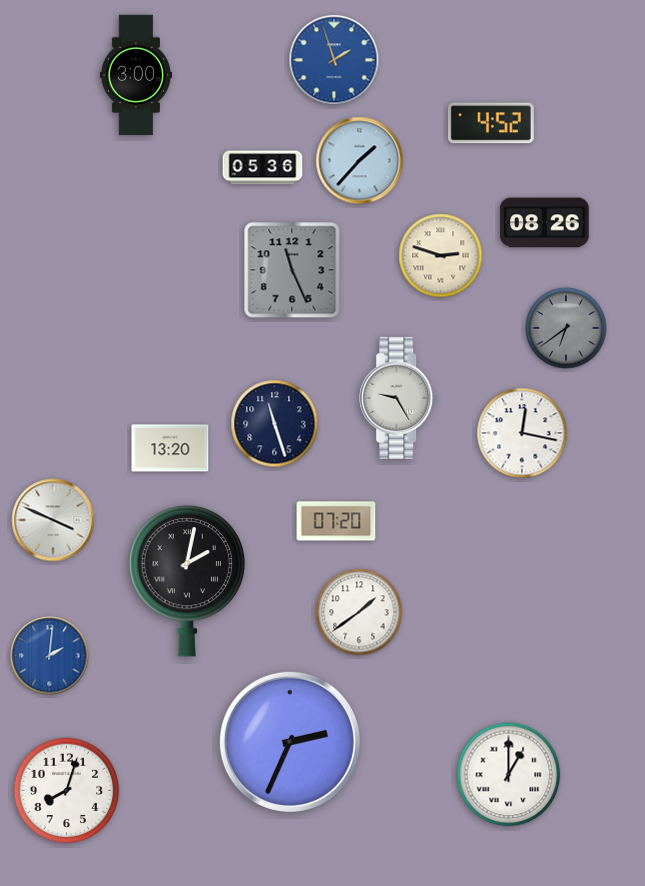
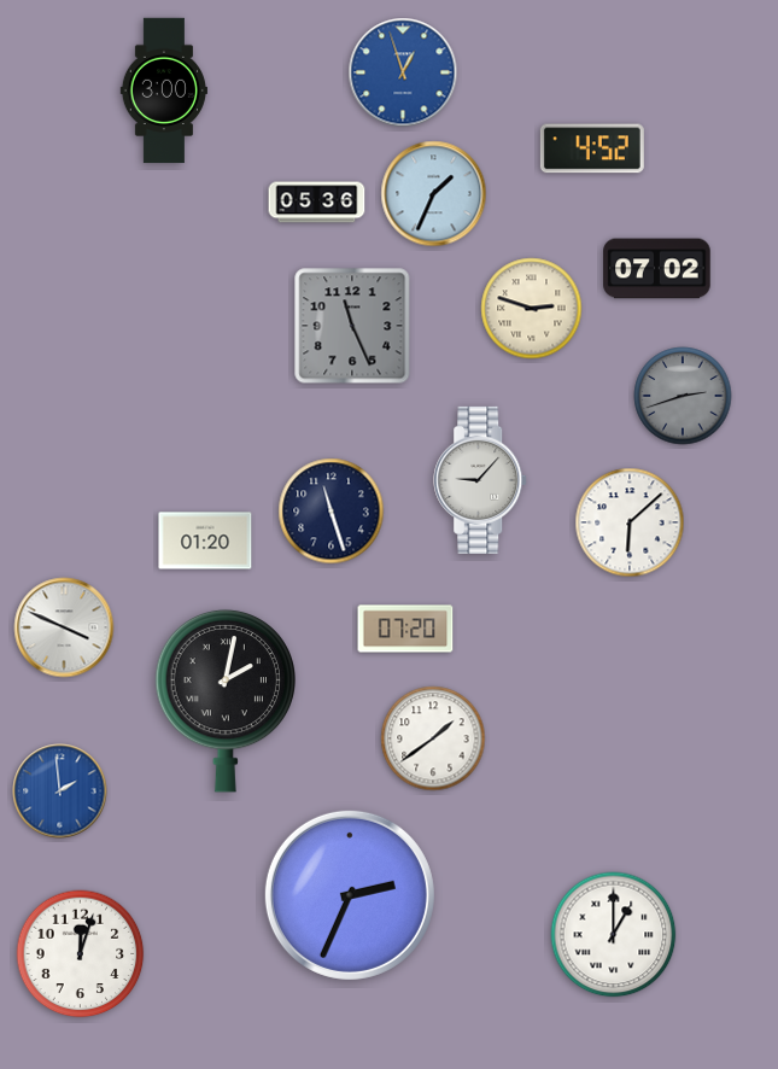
clock at (334, 60): 1:57 -> 12:57
clock at (360, 161): 1:37 -> 1:34
clock at (545, 223): 08:26 -> 07:02
clock at (566, 328): 6:39 -> 2:42
clock at (399, 398): 9:25 -> 9:07
clock at (522, 433): 12:17 -> 6:08
clock at (170, 448): 13:20 -> 01:20
clock at (50, 656): 2:01 -> 1:59
clock at (67, 791): 8:03 -> 12:03
